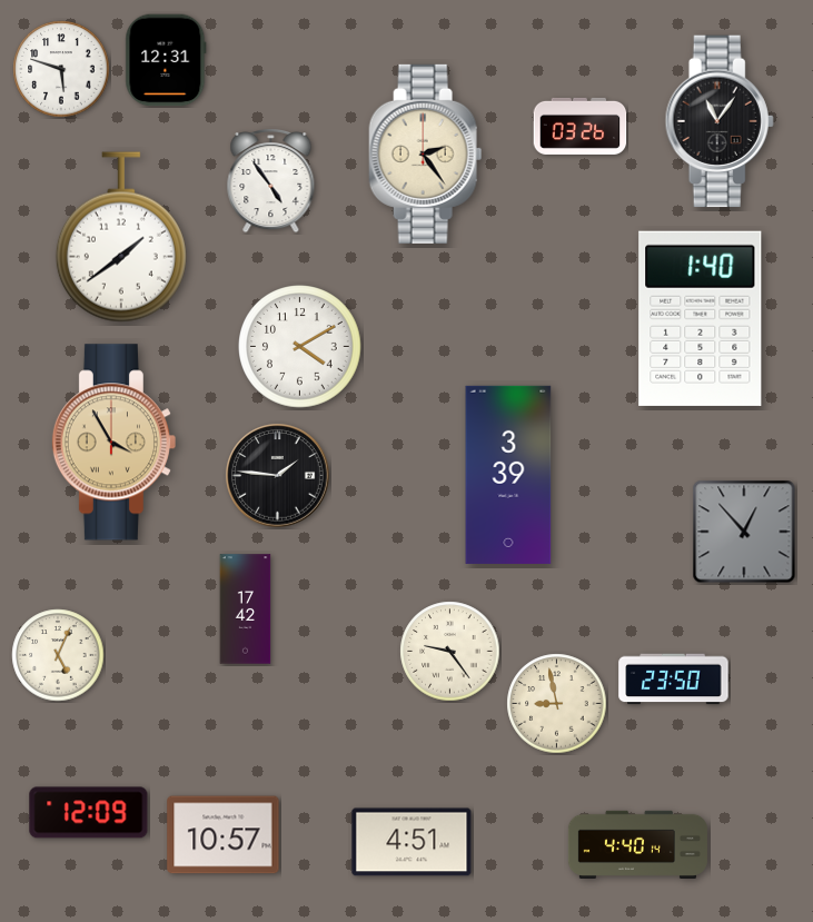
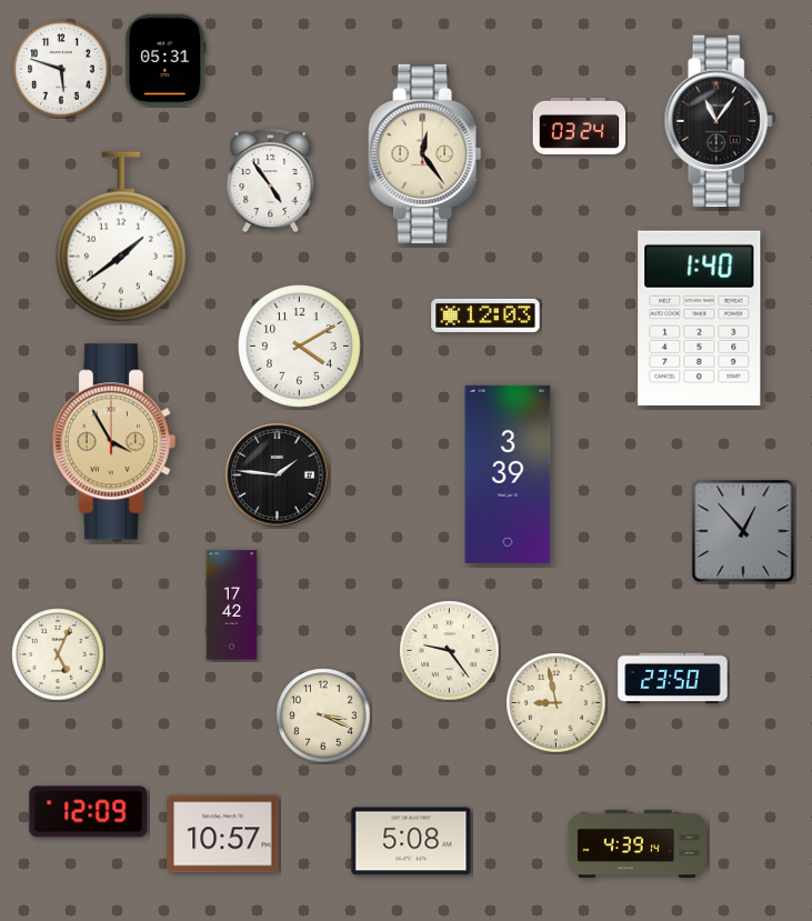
clock at (166, 60): 12:31 -> 05:31
clock at (581, 126): 03:26 -> 03:24
clock at (426, 153): 2:24 -> 12:24
clock at (485, 316): none -> 12:03
clock at (246, 609) position: (246, 609) -> (232, 605)
clock at (323, 715): none -> 3:19
clock at (412, 842): 4:51 -> 5:08
clock at (637, 844): 4:40 -> 4:39
